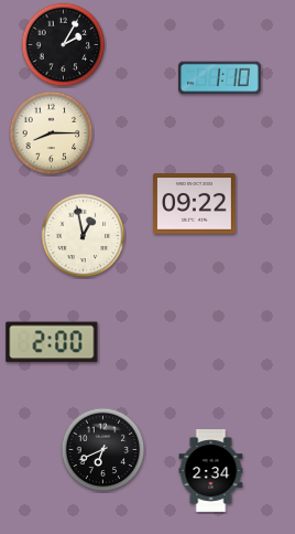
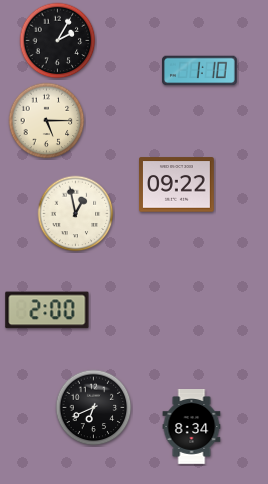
clock at (52, 133): 8:15 -> 5:15
clock at (211, 471): 2:34 -> 8:34
